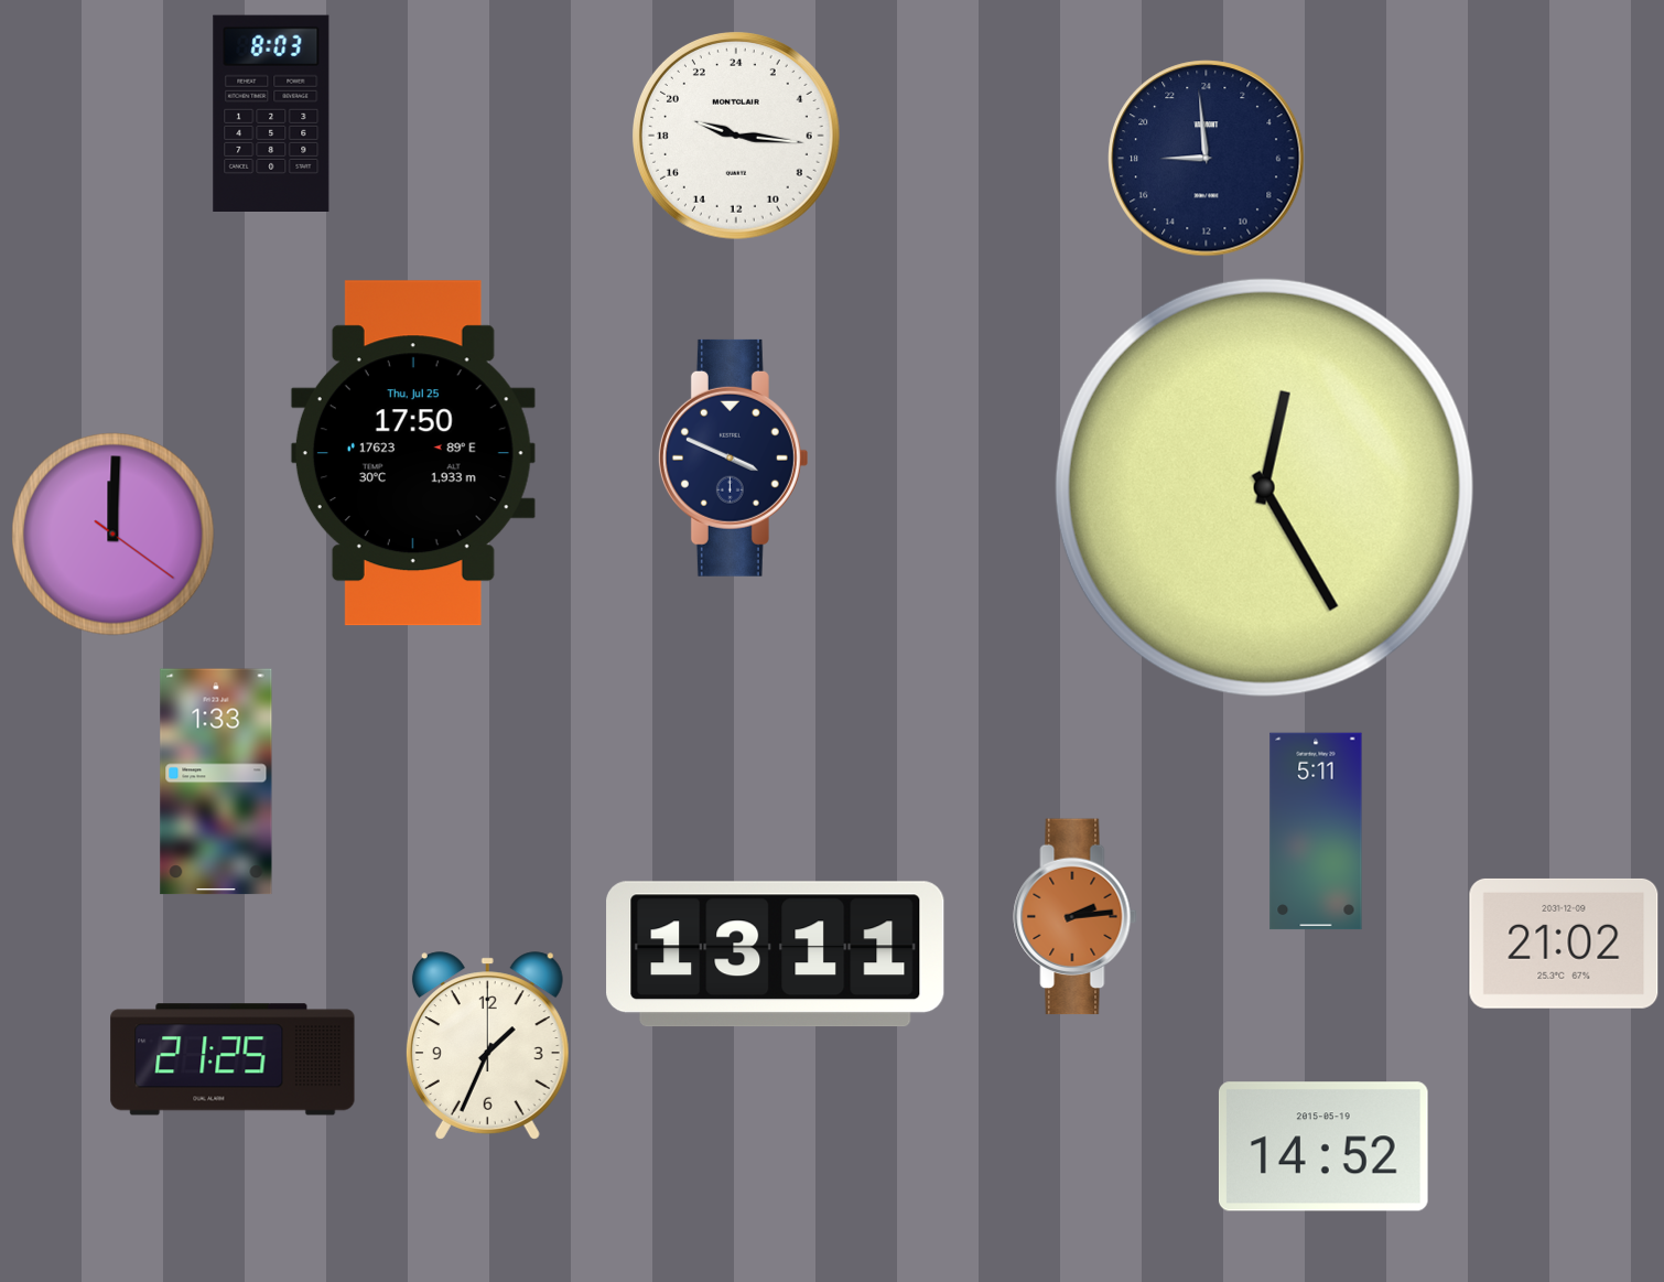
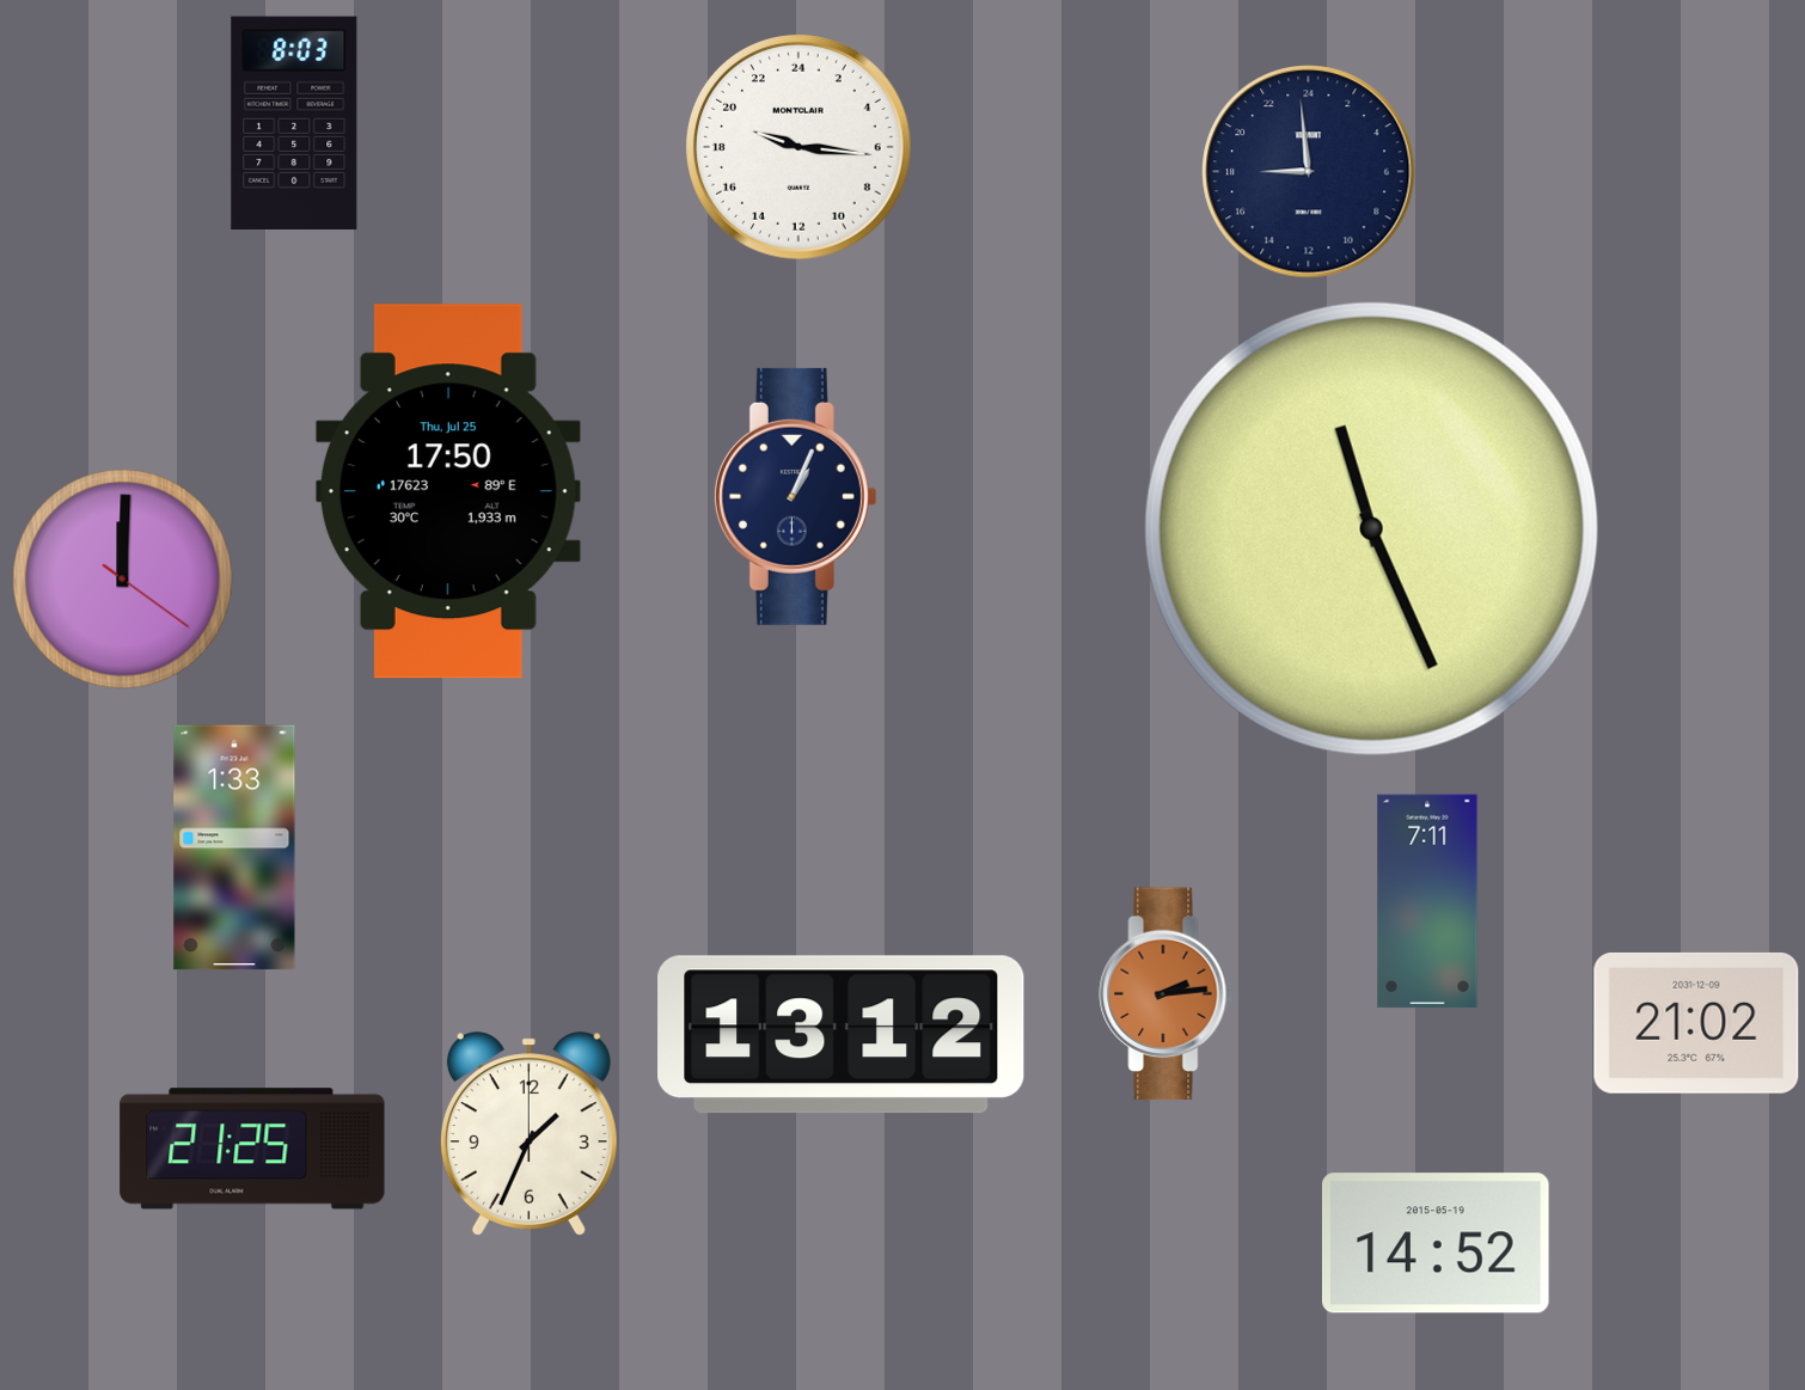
clock at (733, 457): 3:49 -> 1:04
clock at (1264, 487): 12:25 -> 11:26
clock at (1316, 831): 5:11 -> 7:11
clock at (776, 955): 13:11 -> 13:12
